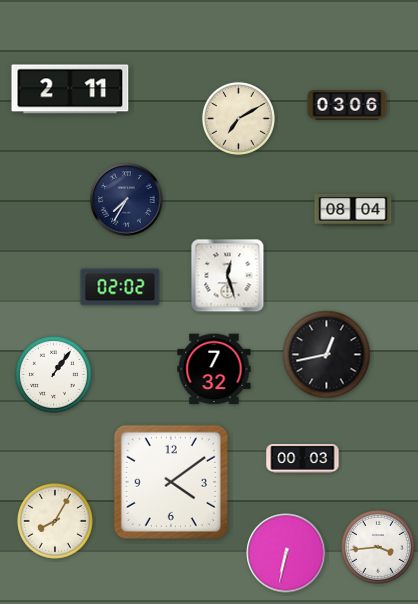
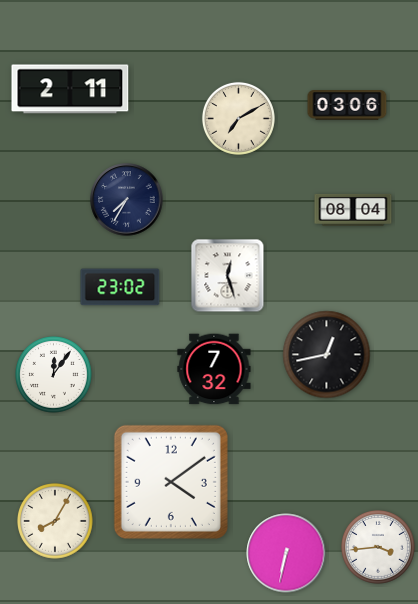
clock at (120, 287): 02:02 -> 23:02
clock at (54, 375): 1:06 -> 12:06
clock at (303, 458): 00:03 -> none
